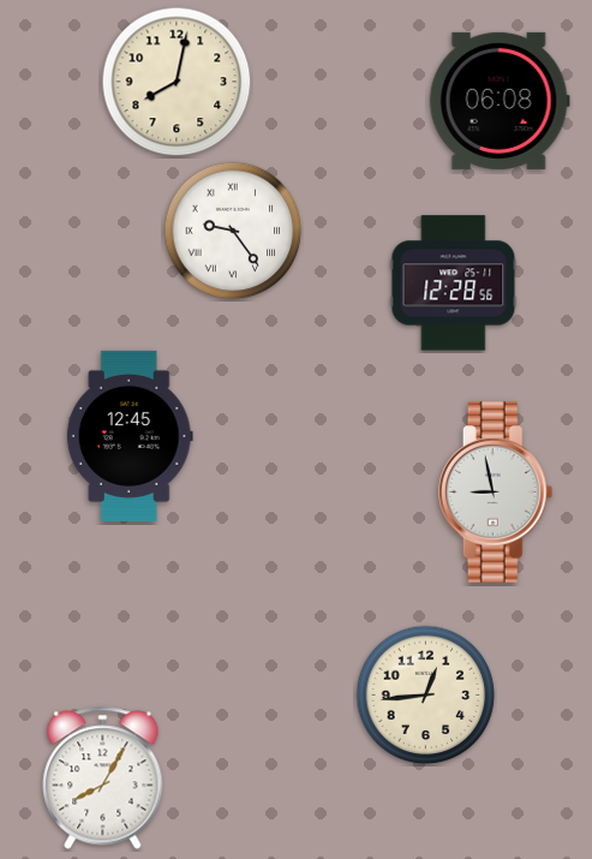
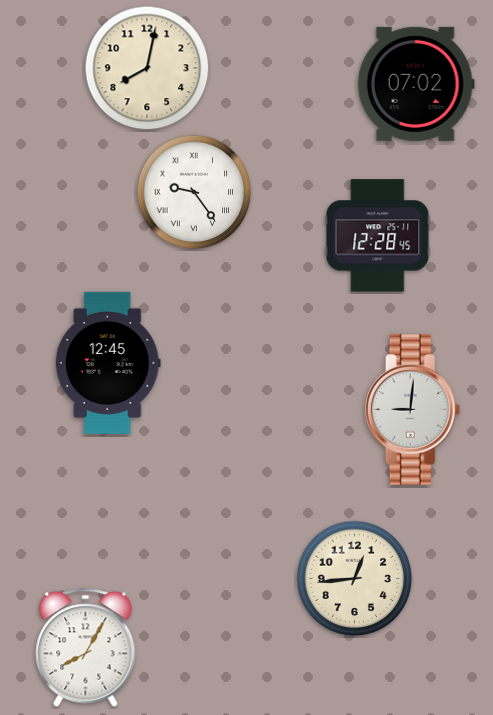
clock at (500, 101): 06:08 -> 07:02
clock at (454, 284): 12:28:56 -> 12:28:45
clock at (496, 493): 8:58 -> 9:01
